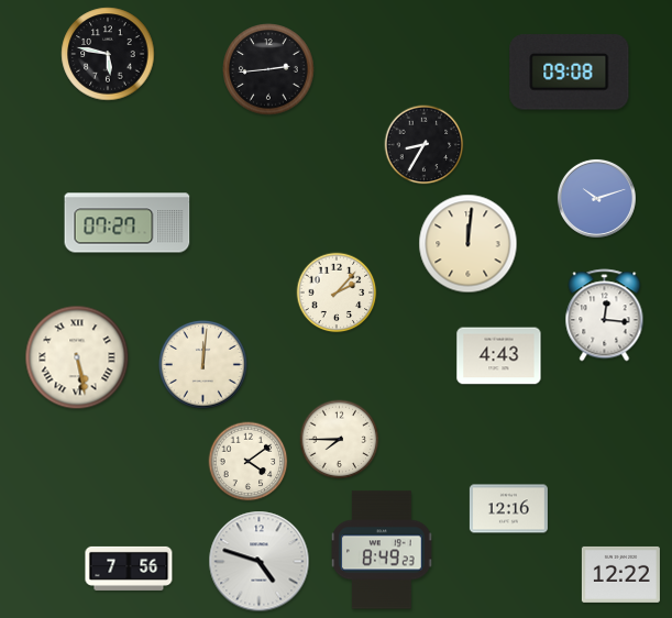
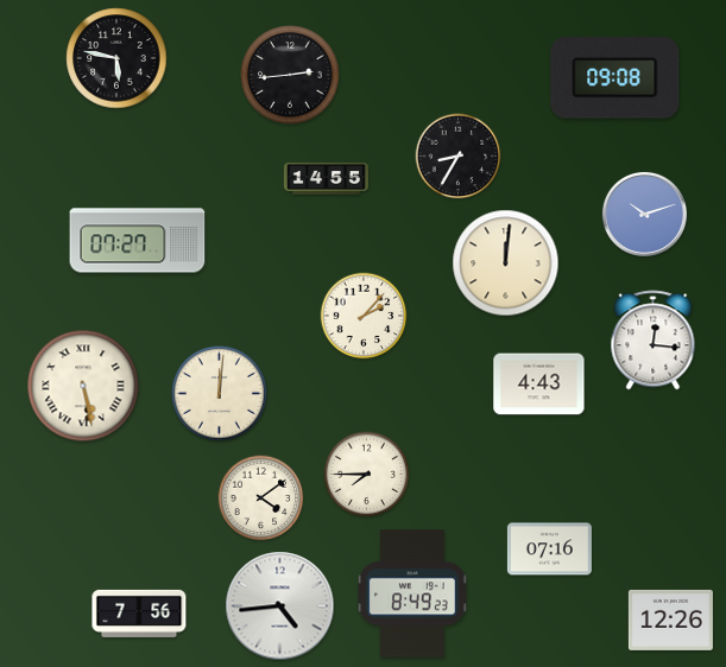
clock at (326, 179): none -> 14:55
clock at (249, 462) position: (249, 462) -> (261, 498)
clock at (508, 509): 12:16 -> 07:16
clock at (260, 562): 4:48 -> 4:44
clock at (620, 574): 12:22 -> 12:26
